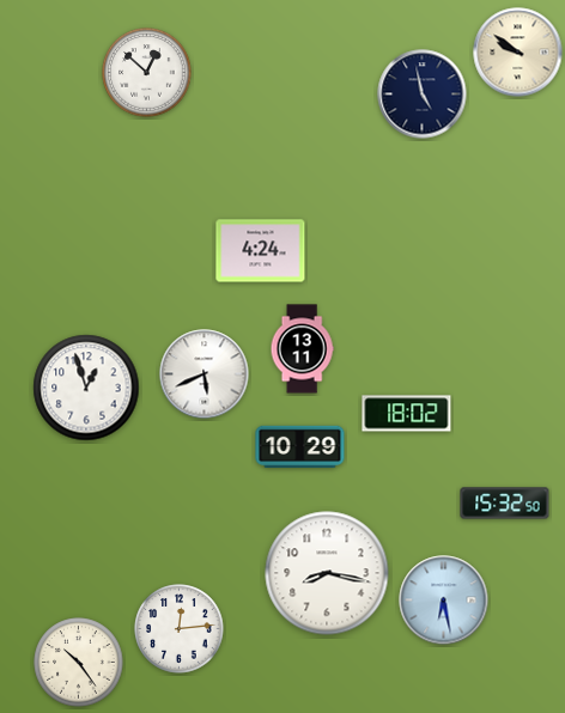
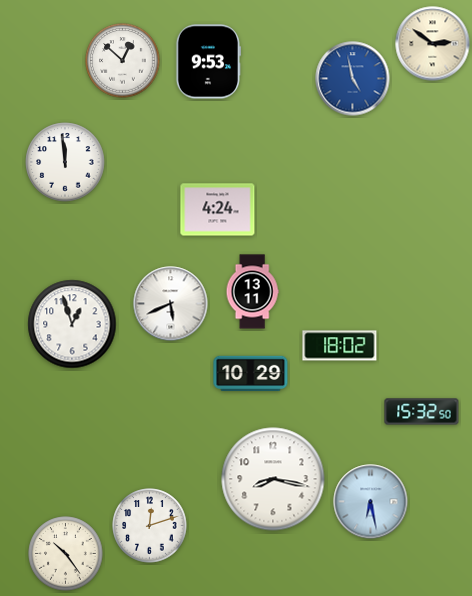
clock at (518, 53): 9:51 -> 2:51
clock at (207, 62): none -> 9:53
clock at (423, 95) dial: navy -> blue
clock at (65, 162): none -> 11:59
clock at (205, 374) position: (205, 374) -> (171, 304)
clock at (505, 504) position: (505, 504) -> (422, 412)
clock at (180, 629): 12:14 -> 12:12
